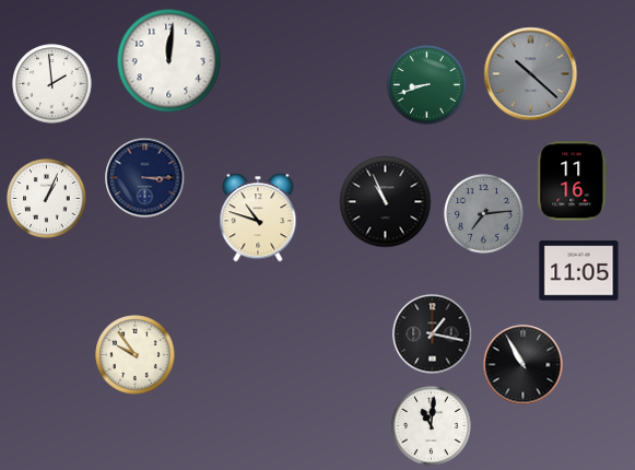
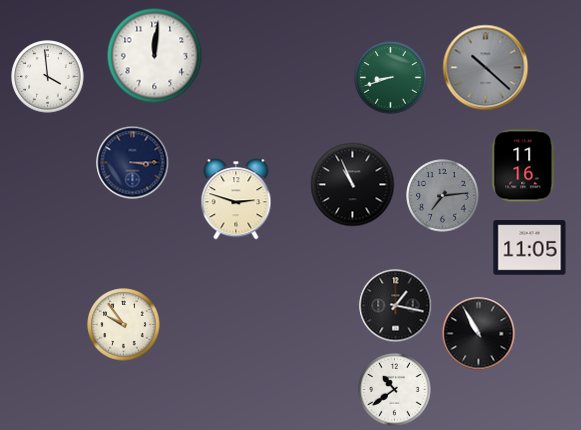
clock at (52, 84): 1:59 -> 3:59
clock at (47, 199): 1:04 -> none
clock at (258, 218): 10:48 -> 2:48
clock at (432, 426): 11:01 -> 10:39
